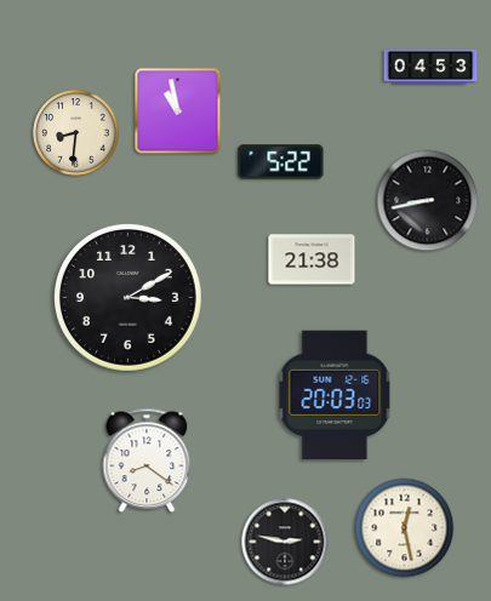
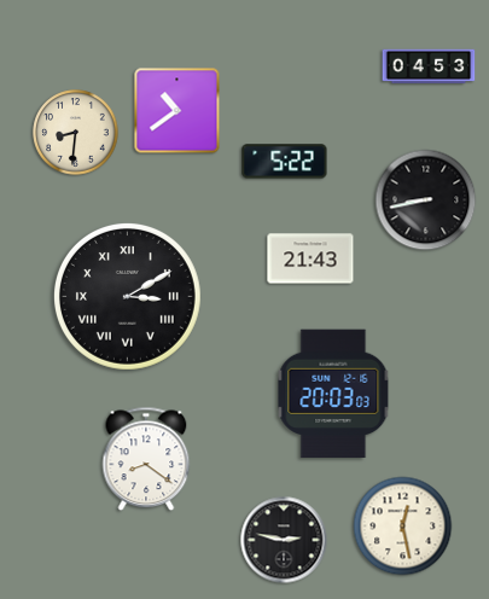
clock at (178, 111): 10:58 -> 10:39
clock at (281, 162) position: (281, 162) -> (285, 162)
clock at (312, 259): 21:38 -> 21:43
clock at (127, 297) numerals: Arabic -> Roman
